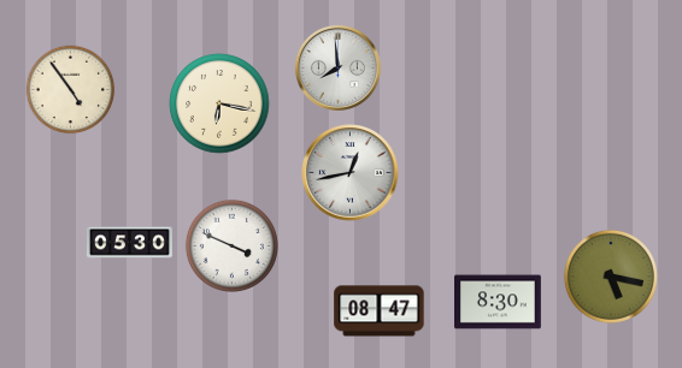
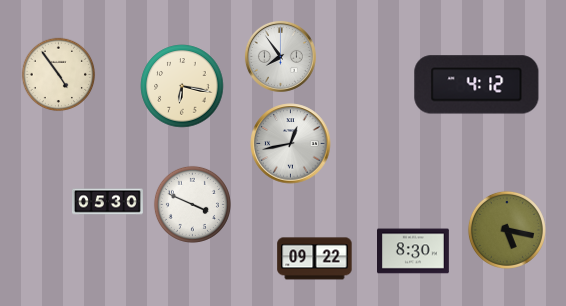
clock at (337, 67): 7:59 -> 7:54
clock at (477, 85): none -> 4:12
clock at (380, 311): 08:47 -> 09:22
